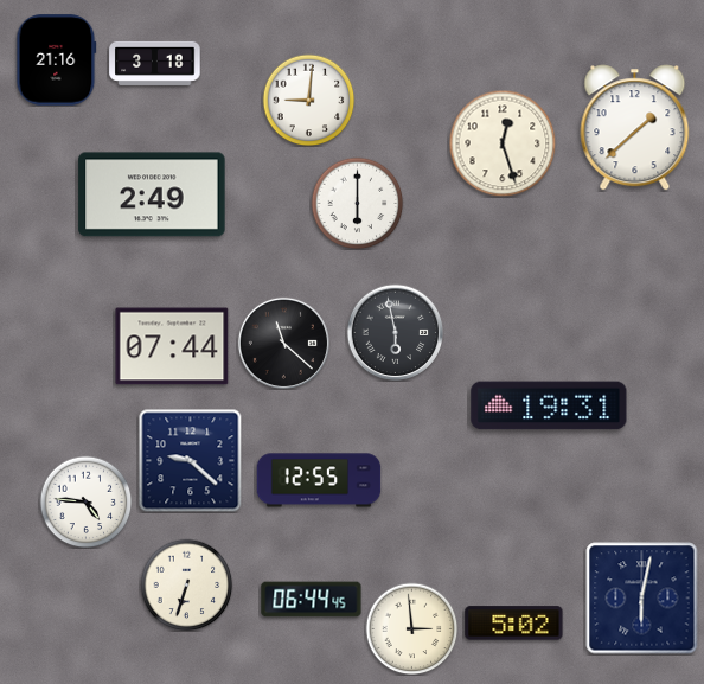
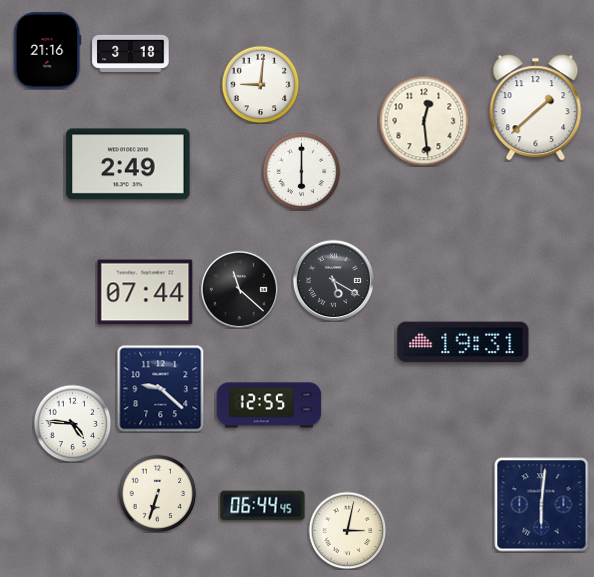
clock at (503, 143): 12:27 -> 12:29
clock at (395, 332): 5:58 -> 5:20
clock at (642, 599): 6:02 -> 6:01
clock at (514, 624): 5:02 -> none
clock at (411, 628): 2:59 -> 3:02
